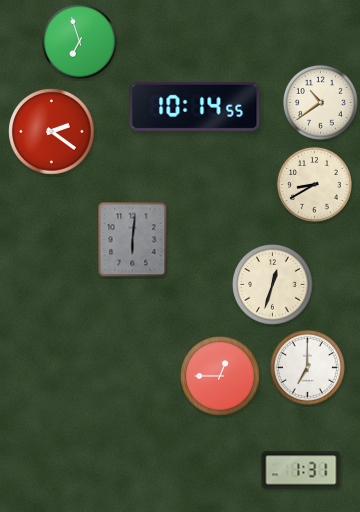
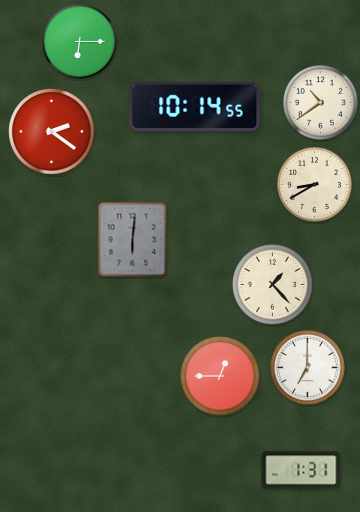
clock at (79, 41): 6:57 -> 6:15
clock at (273, 285): 12:33 -> 1:23
